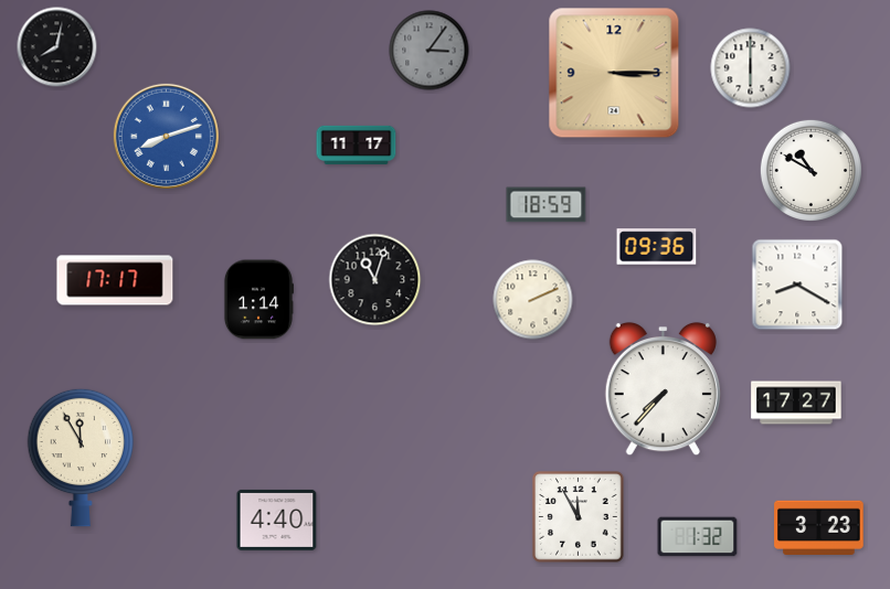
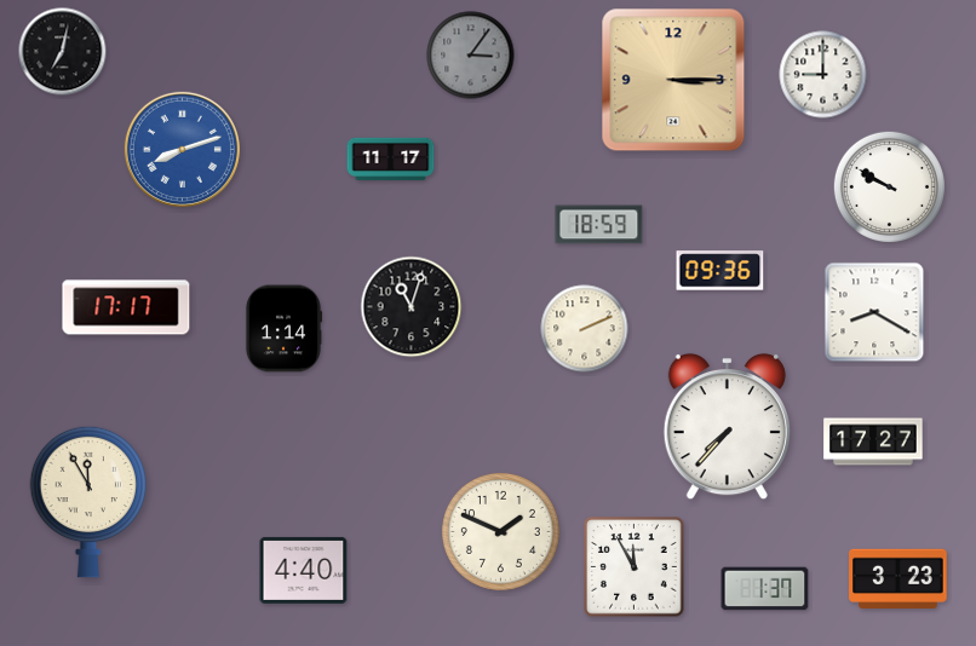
clock at (57, 47): 8:02 -> 7:02
clock at (751, 68): 6:00 -> 9:00
clock at (810, 170): 10:50 -> 9:50
clock at (500, 531): none -> 1:49
clock at (698, 537): 1:32 -> 1:37
